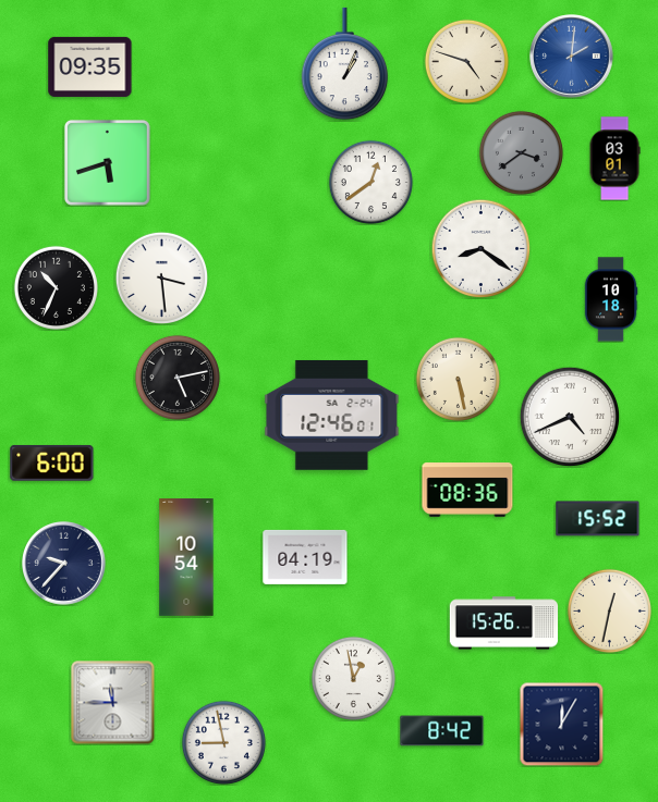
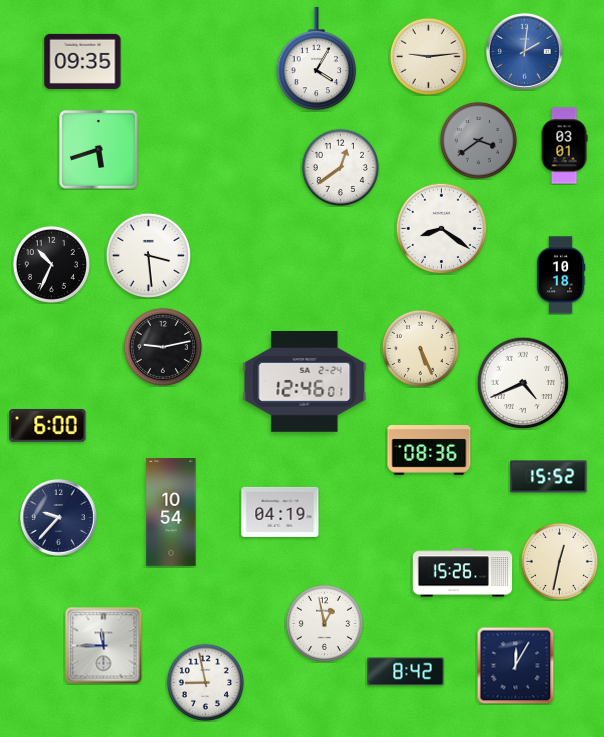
clock at (466, 61): 4:48 -> 9:14
clock at (345, 64): 1:04 -> 4:05
clock at (178, 378): 5:13 -> 9:13
clock at (458, 379): 5:28 -> 5:26
